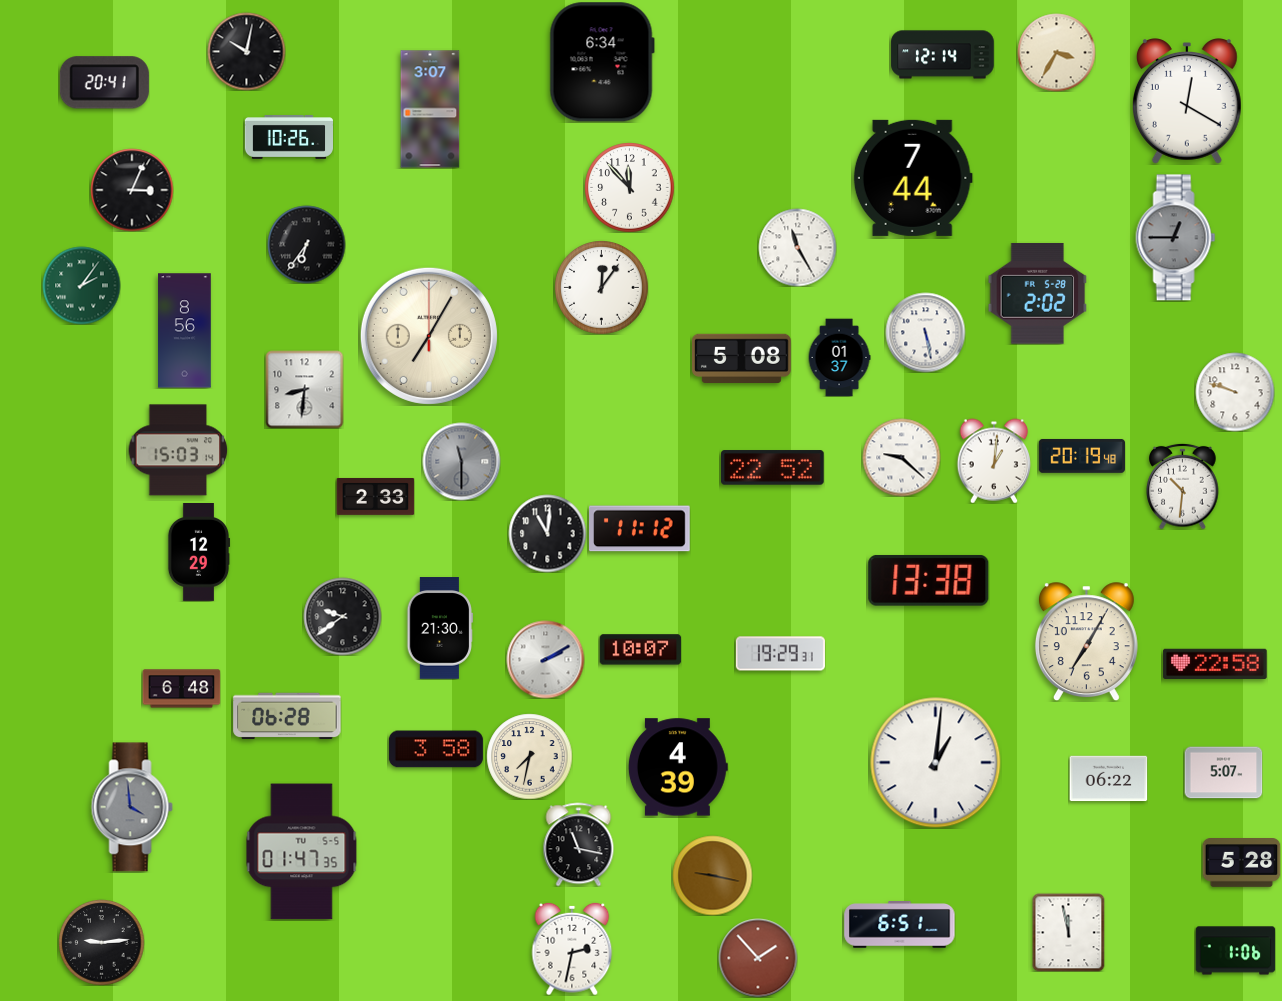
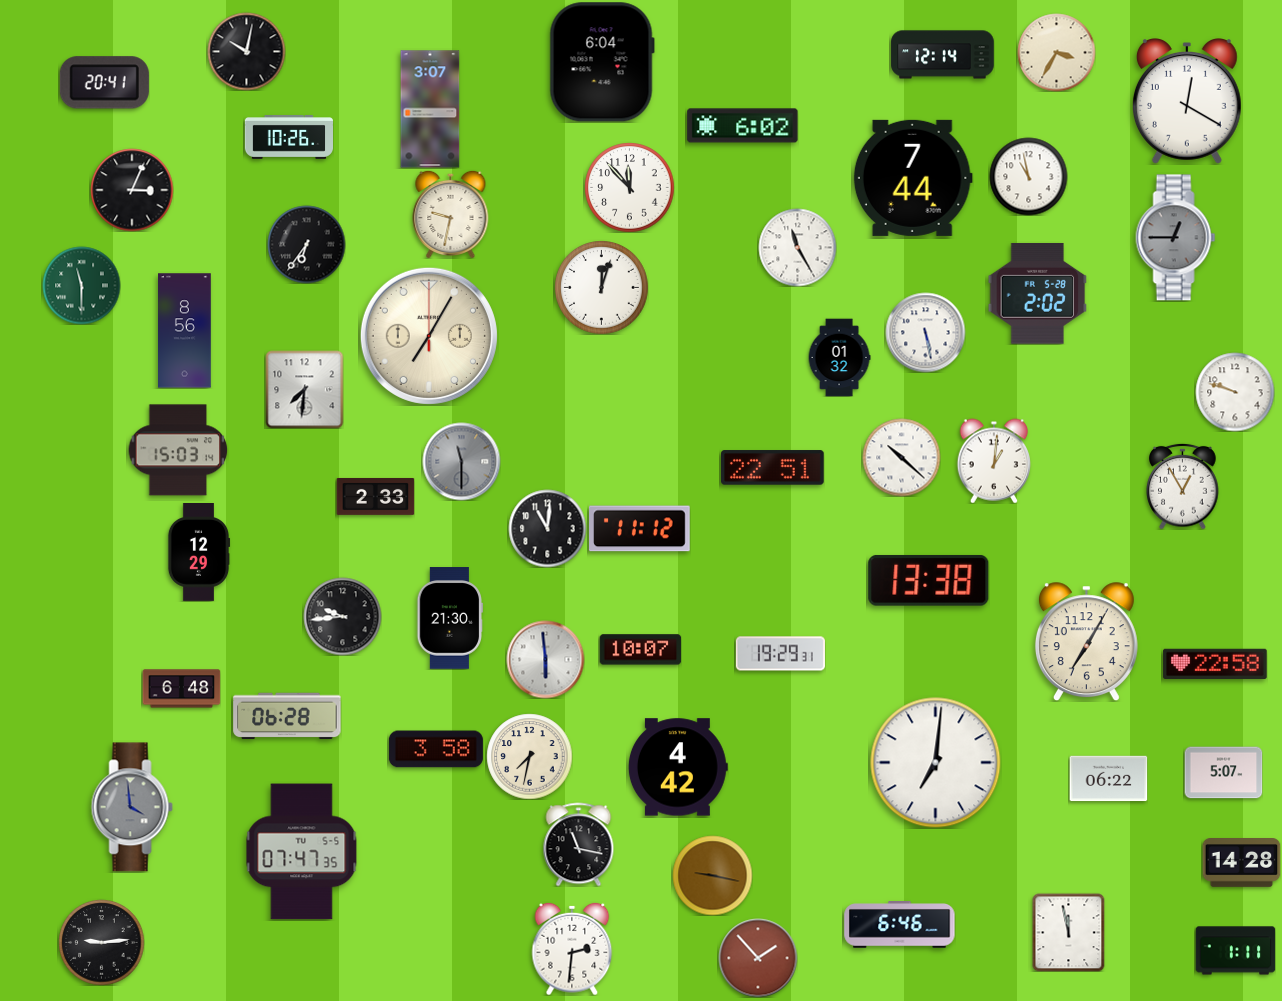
clock at (602, 62): 6:34 -> 6:04
clock at (743, 126): none -> 6:02
clock at (1028, 176): none -> 10:58
clock at (451, 214): none -> 9:32
clock at (81, 285): 2:06 -> 11:30
clock at (602, 288): 12:06 -> 12:03
clock at (839, 357): 01:37 -> 01:32
clock at (742, 358): 5:08 -> none
clock at (304, 389): 8:31 -> 7:31
clock at (1081, 456): 20:19 -> none
clock at (901, 457): 9:22 -> 10:22
clock at (773, 468): 22:52 -> 22:51
clock at (1183, 486): 10:31 -> 12:55
clock at (547, 533) position: (547, 533) -> (547, 528)
clock at (342, 616): 9:39 -> 9:44
clock at (440, 628) position: (440, 628) -> (450, 618)
clock at (545, 659): 2:10 -> 5:59
clock at (936, 763): 1:01 -> 7:01
clock at (678, 767): 4:39 -> 4:42
clock at (302, 852): 01:47 -> 07:47
clock at (1241, 863): 5:28 -> 14:28
clock at (900, 925): 6:51 -> 6:46
clock at (572, 949): 2:32 -> 2:31
clock at (1235, 951): 1:06 -> 1:11
